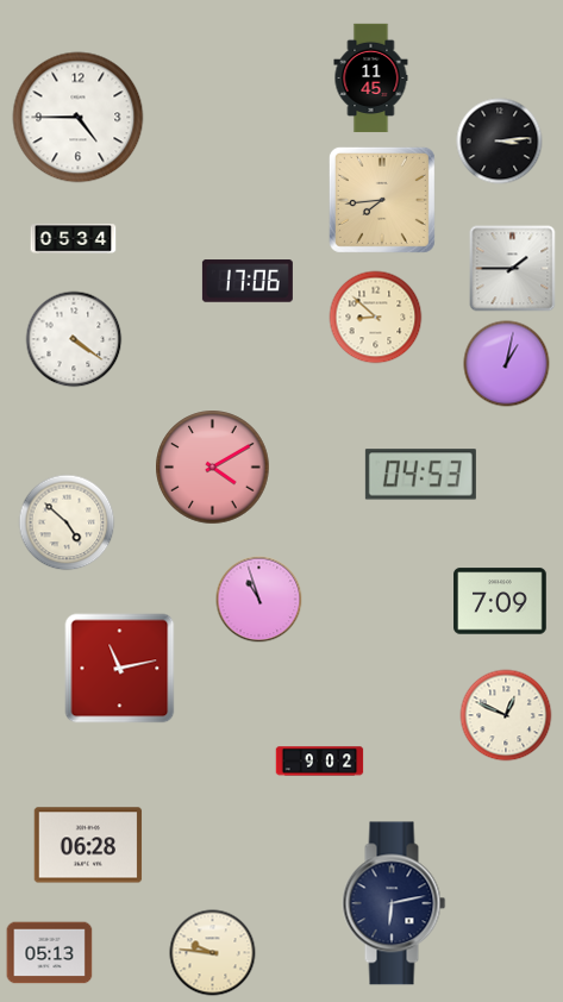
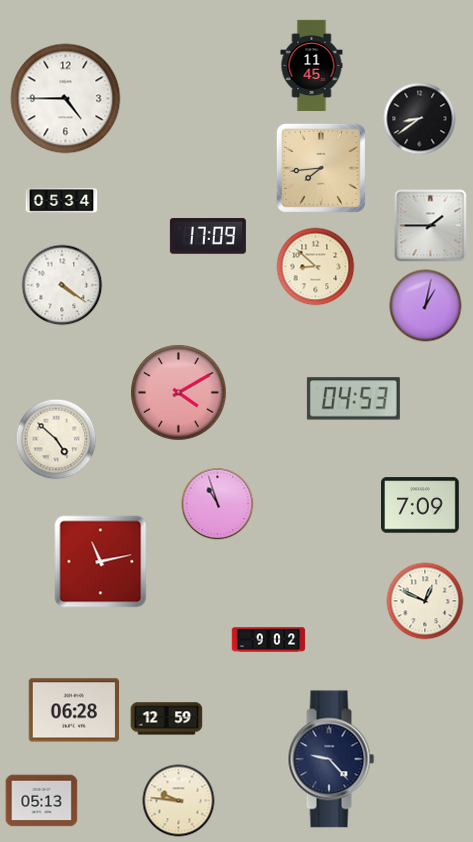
clock at (500, 142): 3:14 -> 8:39
clock at (248, 281): 17:06 -> 17:09
clock at (167, 719): none -> 12:59
clock at (394, 903): 6:13 -> 9:23
